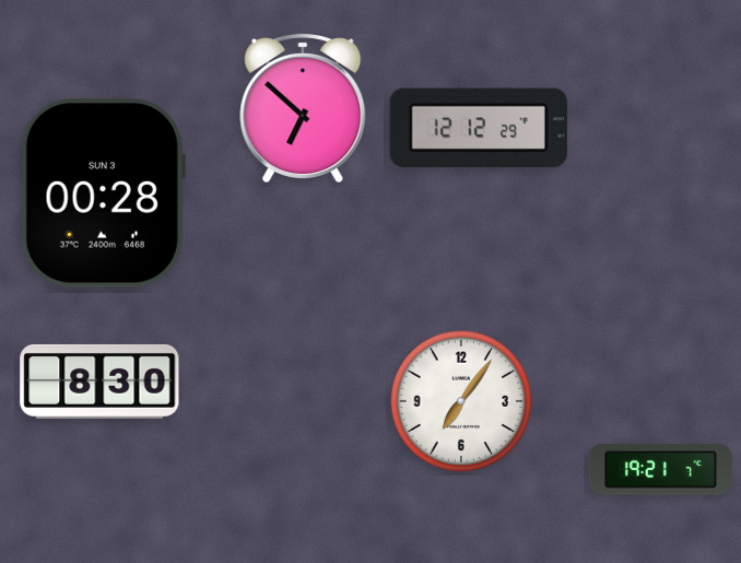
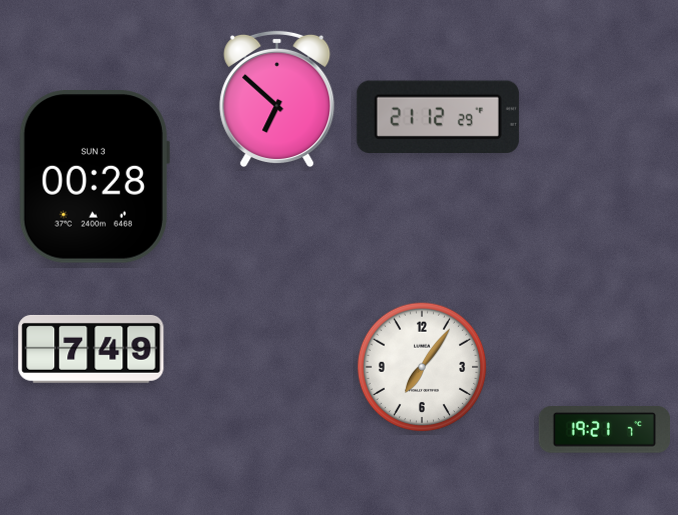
clock at (479, 127): 12:12 -> 21:12
clock at (99, 382): 8:30 -> 7:49
